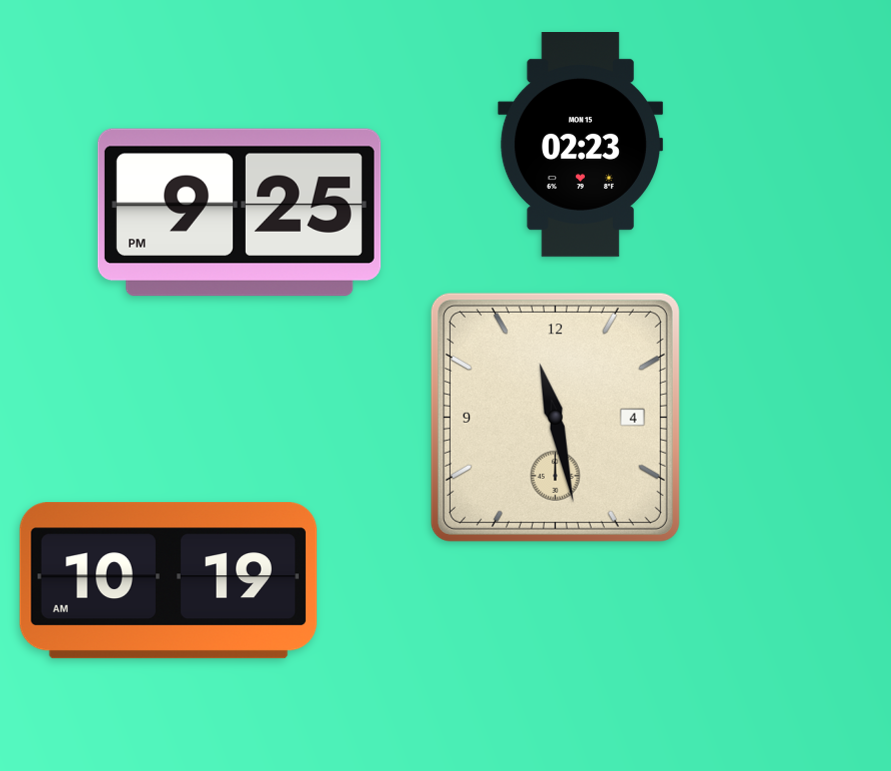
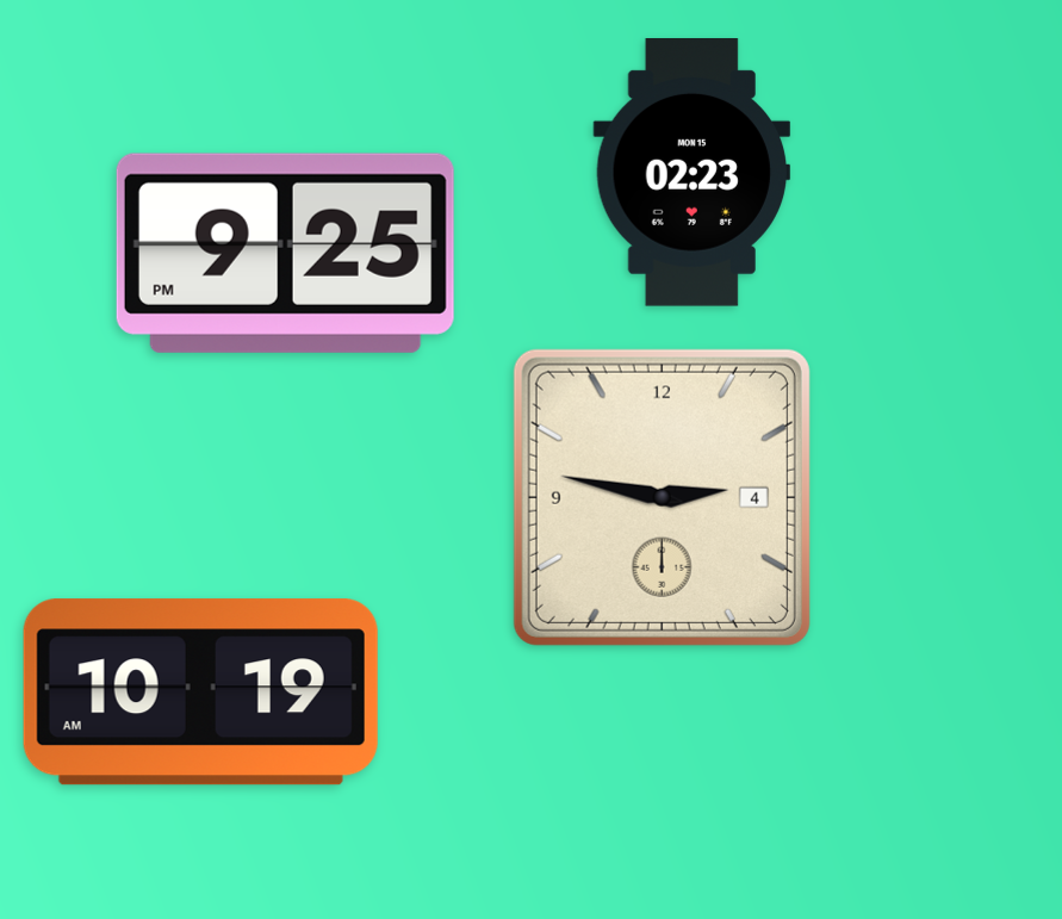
clock at (555, 417): 11:28 -> 2:47
